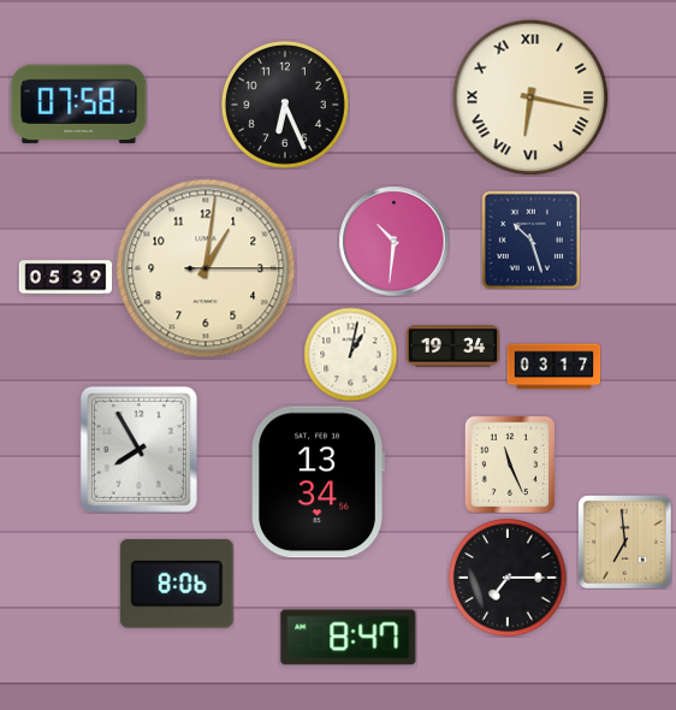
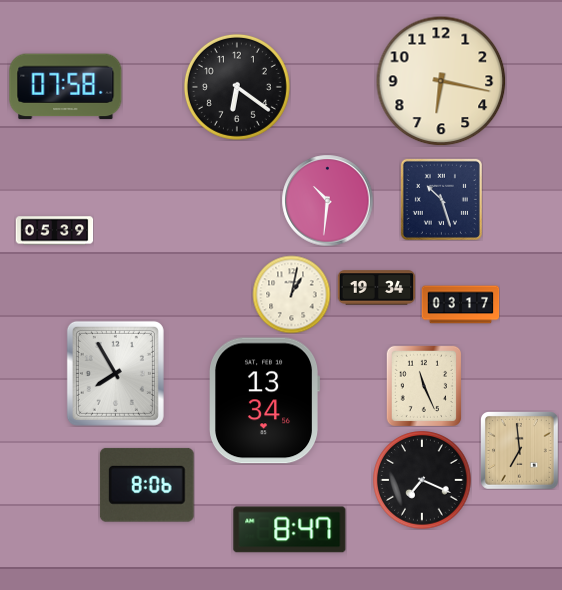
clock at (530, 97) numerals: Roman -> Arabic
clock at (285, 105): 6:26 -> 6:21
clock at (206, 268): 1:01 -> none
clock at (508, 578): 7:15 -> 7:19
